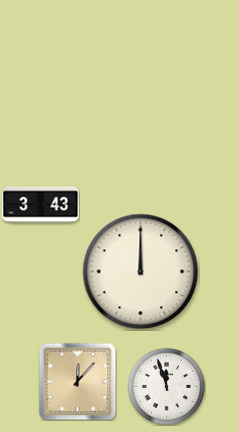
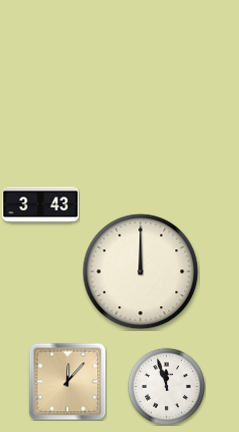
clock at (77, 381) position: (77, 381) -> (67, 381)
